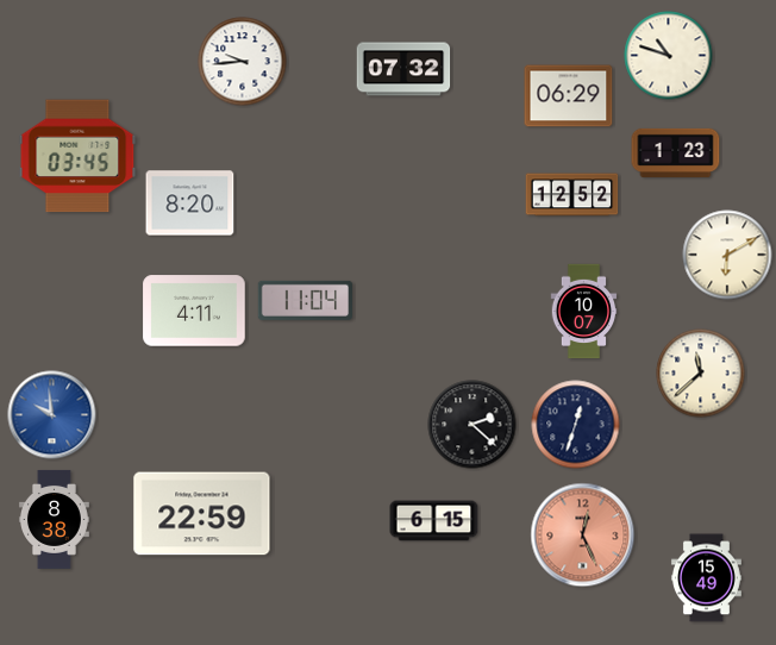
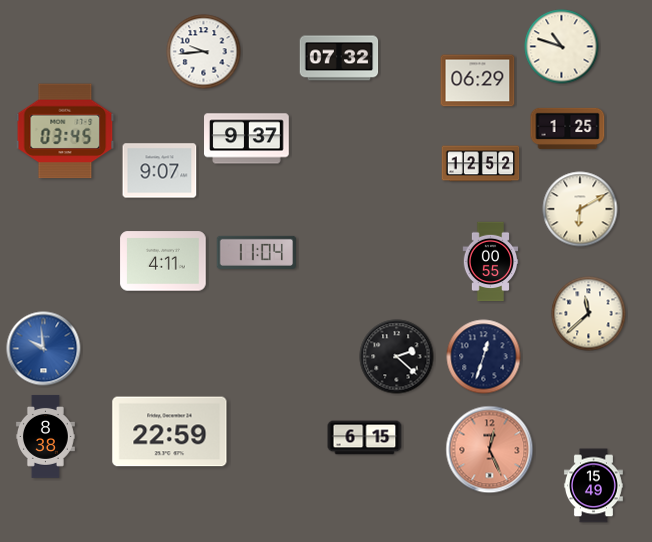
clock at (676, 152): 1:23 -> 1:25
clock at (247, 139): none -> 9:37
clock at (190, 203): 8:20 -> 9:07
clock at (727, 255) position: (727, 255) -> (580, 209)
clock at (584, 312): 10:07 -> 00:55
